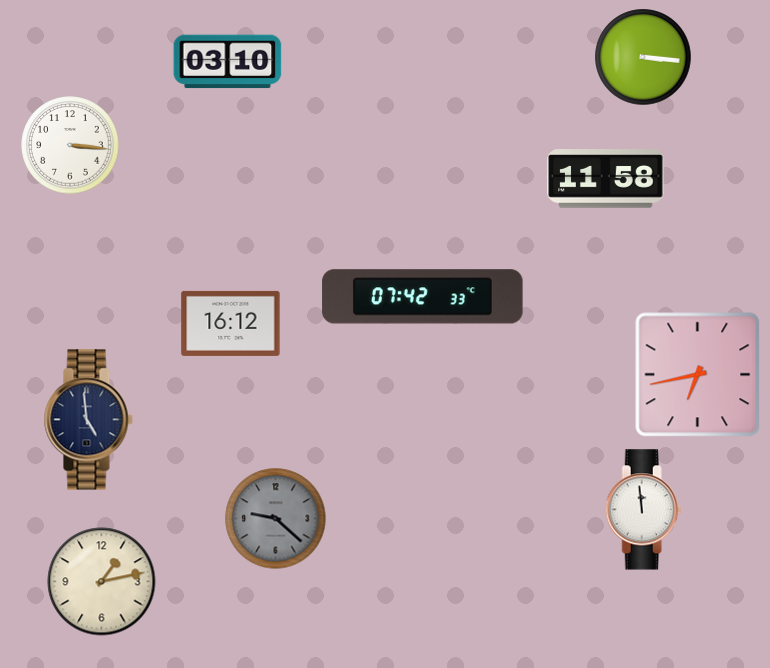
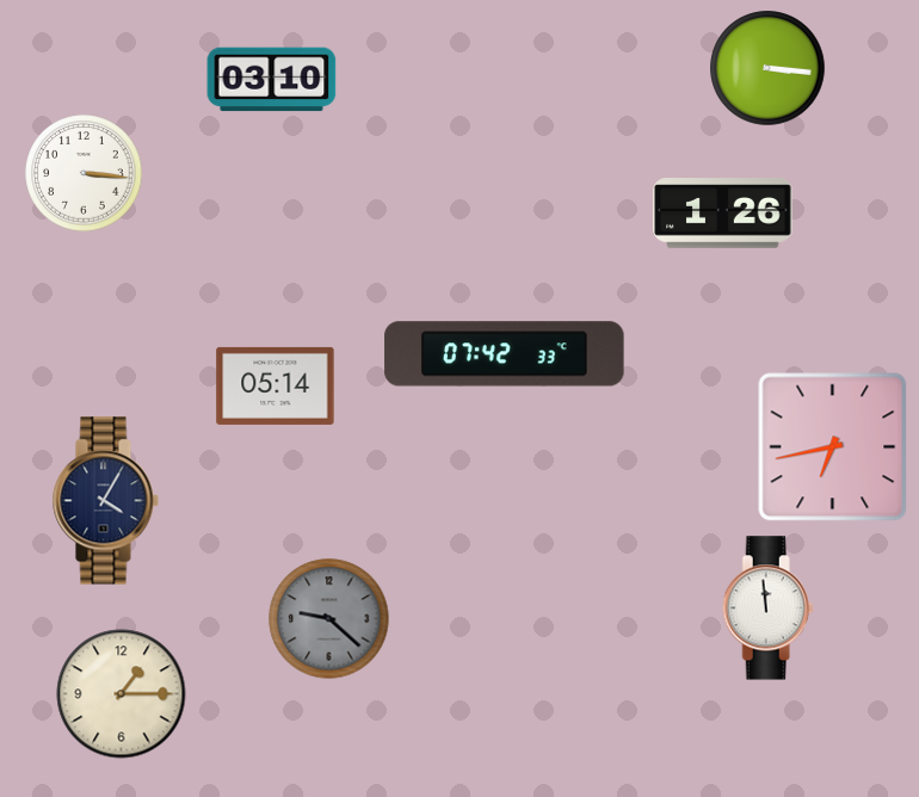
clock at (228, 62) position: (228, 62) -> (272, 80)
clock at (606, 179): 11:58 -> 1:26
clock at (231, 323): 16:12 -> 05:14
clock at (88, 420): 4:59 -> 4:05
clock at (102, 582): 1:13 -> 1:15
